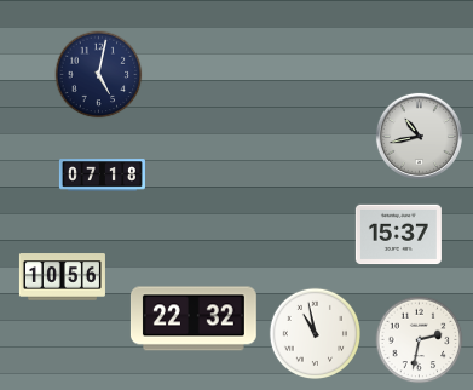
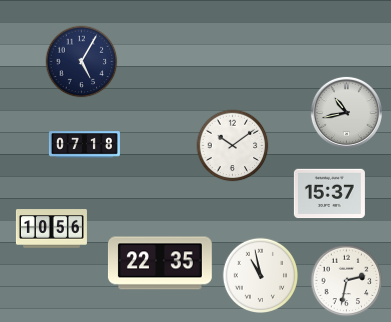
clock at (99, 75): 5:02 -> 5:05
clock at (233, 146): none -> 10:09
clock at (194, 319): 22:32 -> 22:35
